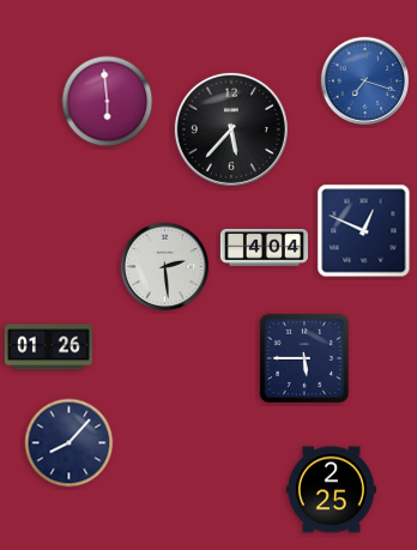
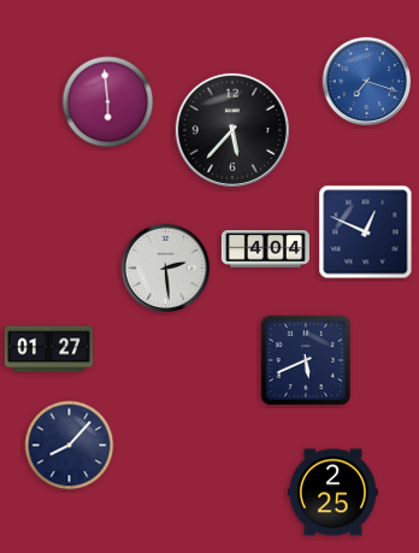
clock at (48, 347): 01:26 -> 01:27
clock at (304, 358): 5:45 -> 5:41
